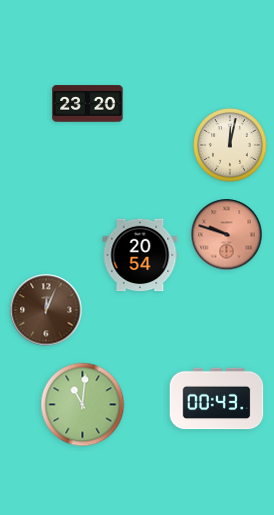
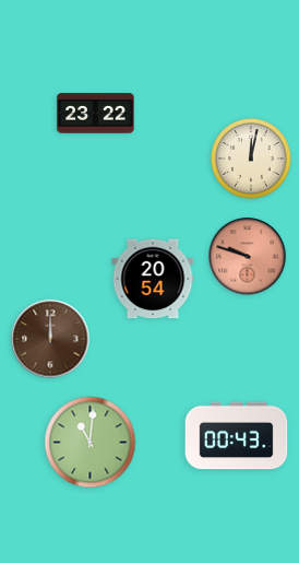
clock at (88, 104): 23:20 -> 23:22
clock at (46, 310): 12:04 -> 12:00
